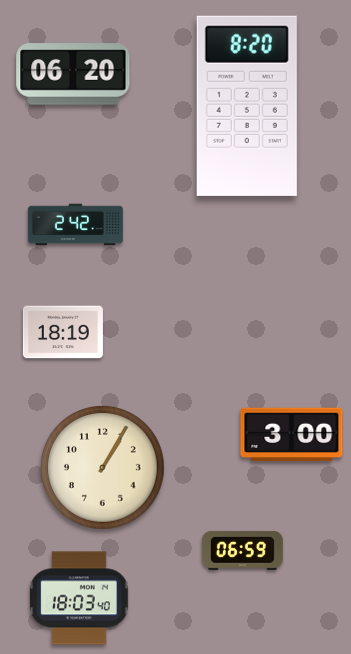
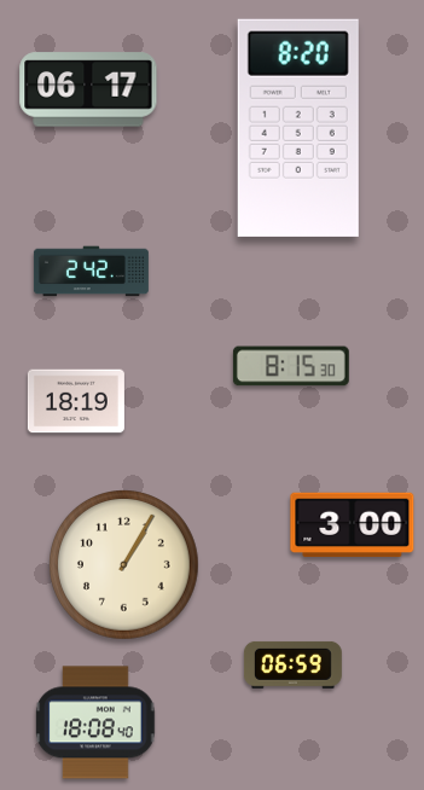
clock at (73, 74): 06:20 -> 06:17
clock at (291, 366): none -> 8:15
clock at (79, 598): 18:03 -> 18:08
